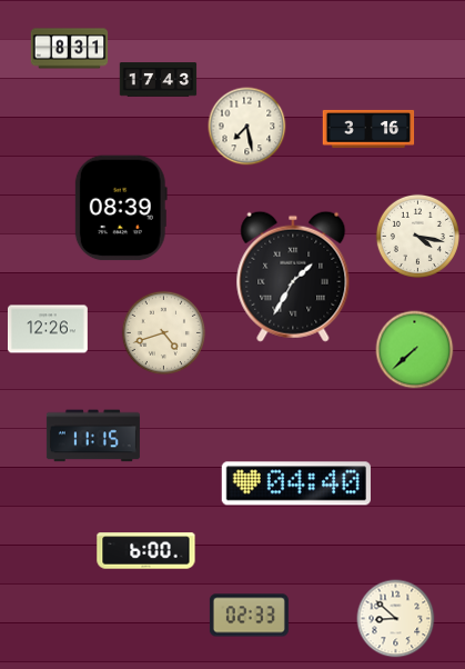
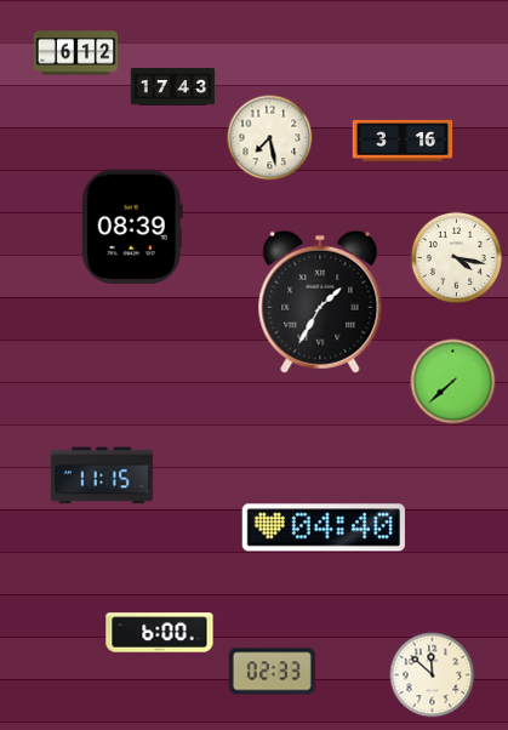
clock at (70, 49): 8:31 -> 6:12
clock at (48, 329): 12:26 -> none
clock at (163, 332): 4:42 -> none
clock at (146, 551) position: (146, 551) -> (160, 633)
clock at (396, 619): 8:52 -> 11:52
